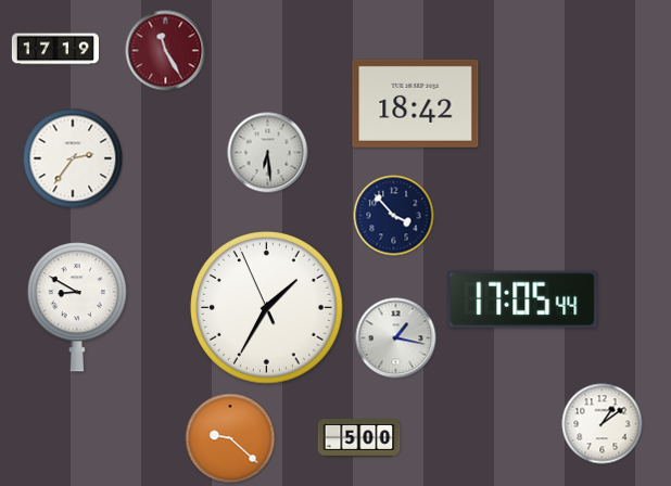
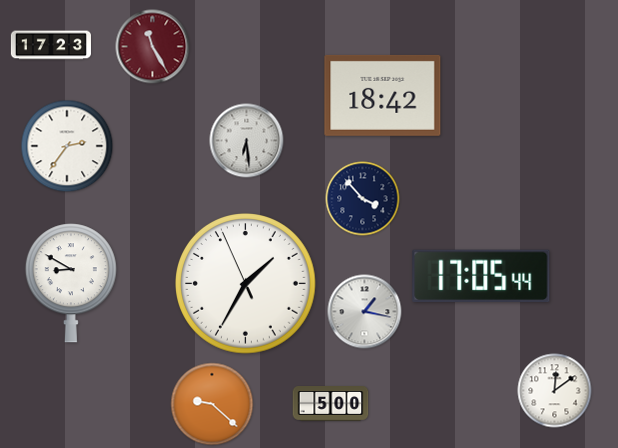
clock at (55, 49): 17:19 -> 17:23
clock at (603, 424): 1:09 -> 12:09
